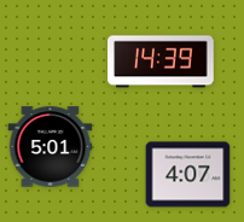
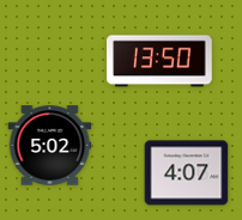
clock at (162, 62): 14:39 -> 13:50
clock at (51, 147): 5:01 -> 5:02
